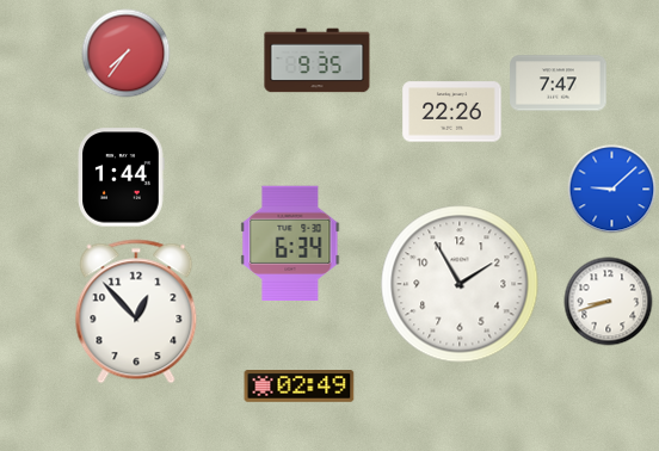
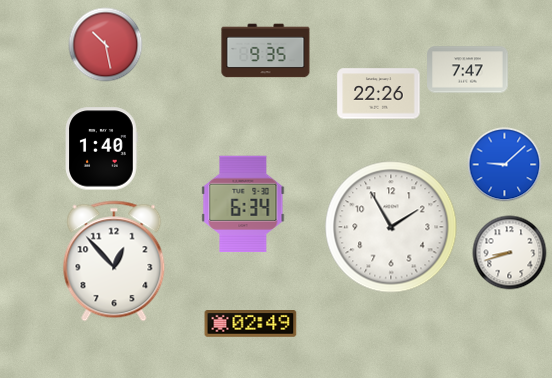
clock at (127, 54): 7:36 -> 10:28
clock at (122, 178): 1:44 -> 1:40
clock at (612, 190) position: (612, 190) -> (505, 165)
clock at (460, 284) position: (460, 284) -> (391, 227)
